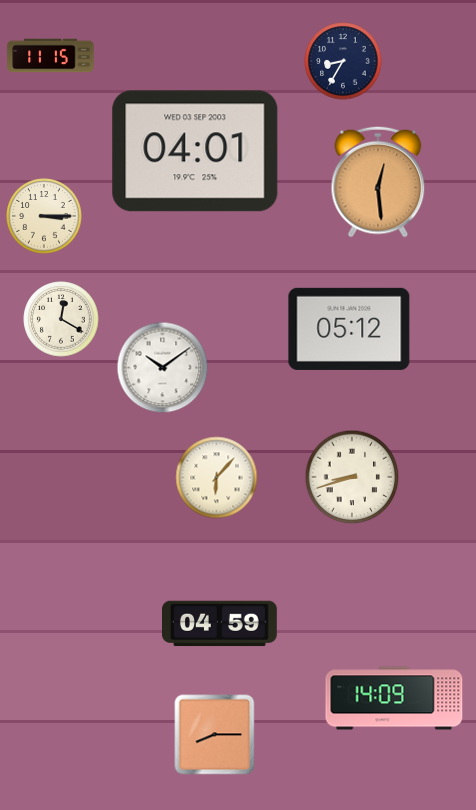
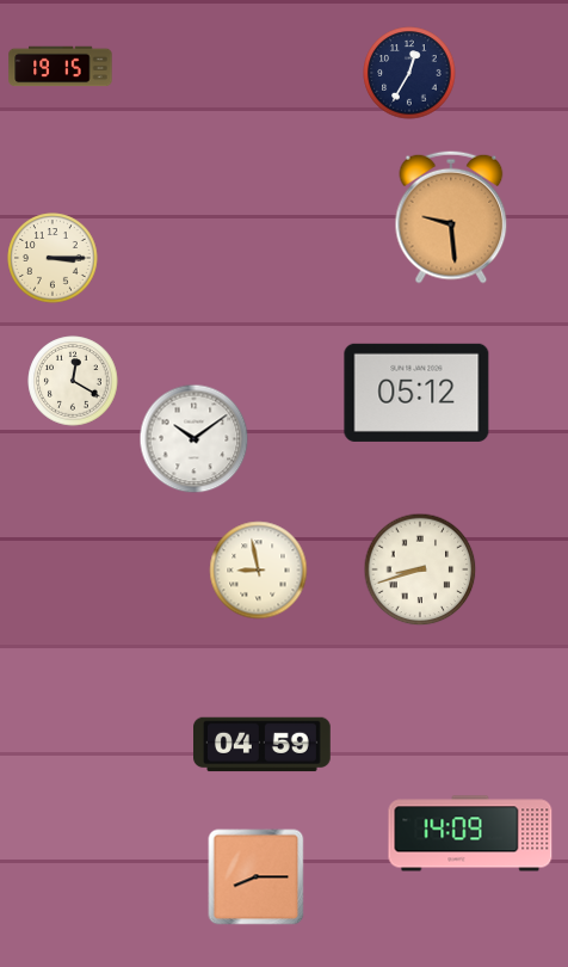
clock at (51, 56): 11:15 -> 19:15
clock at (343, 61): 8:35 -> 12:35
clock at (195, 151): 04:01 -> none
clock at (378, 182): 12:29 -> 9:29
clock at (217, 478): 6:07 -> 8:58
